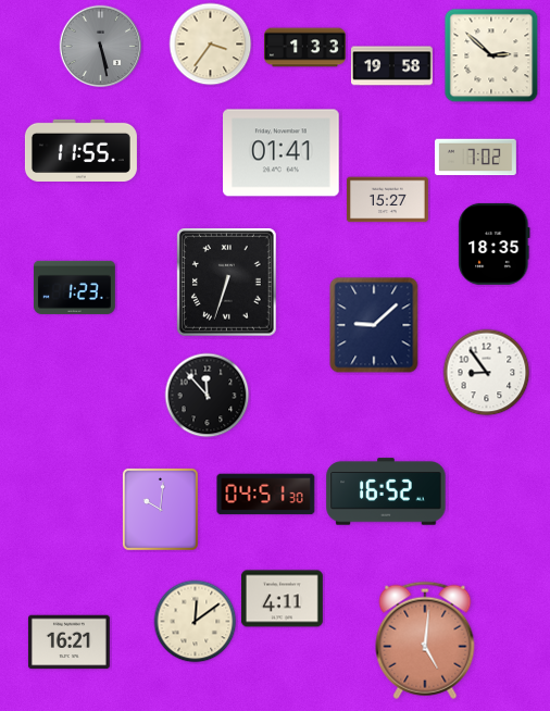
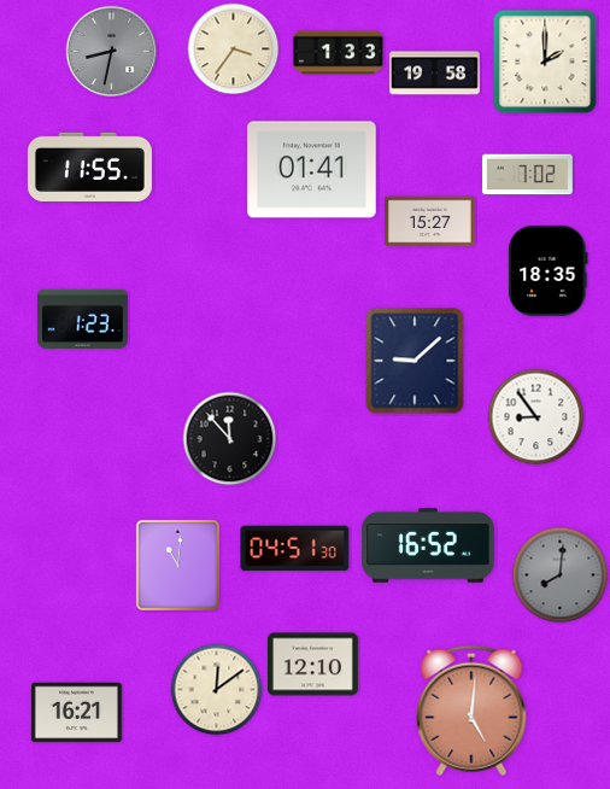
clock at (101, 47): 5:28 -> 8:32
clock at (491, 55): 2:52 -> 2:00
clock at (227, 283): 6:33 -> none
clock at (487, 373) position: (487, 373) -> (536, 417)
clock at (160, 509): 10:01 -> 11:01
clock at (561, 575): none -> 8:01
clock at (282, 599): 4:11 -> 12:10
